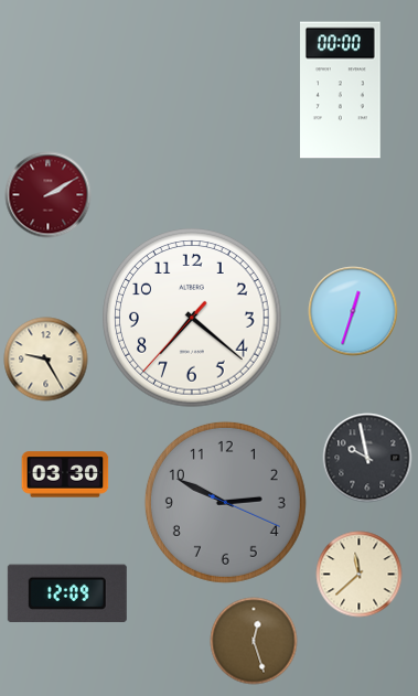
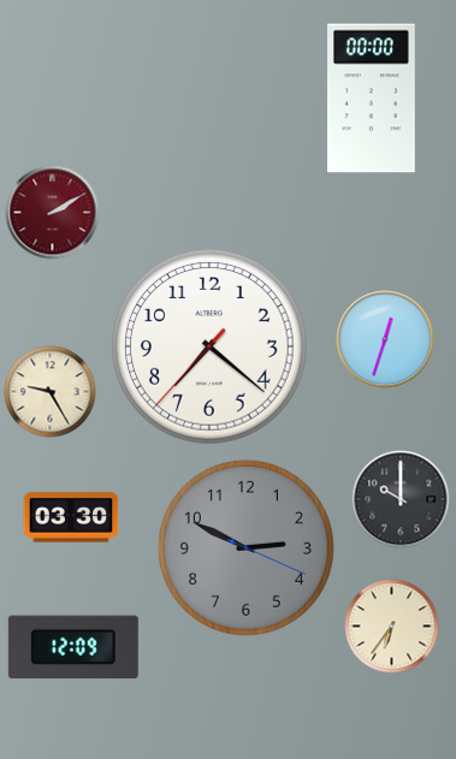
clock at (367, 458): 9:58 -> 10:00
clock at (360, 575): 11:38 -> 6:36
clock at (254, 641): 12:27 -> none
